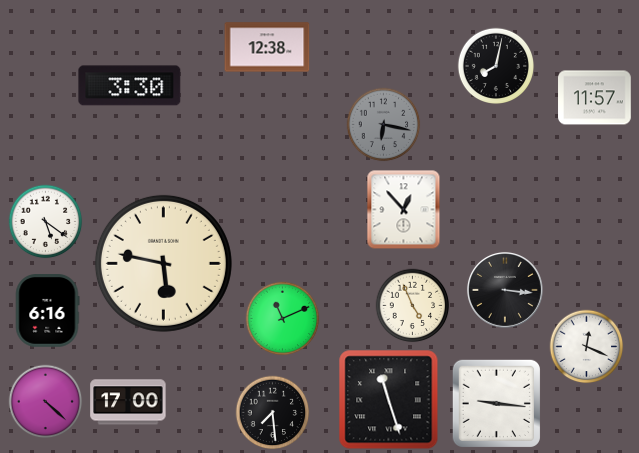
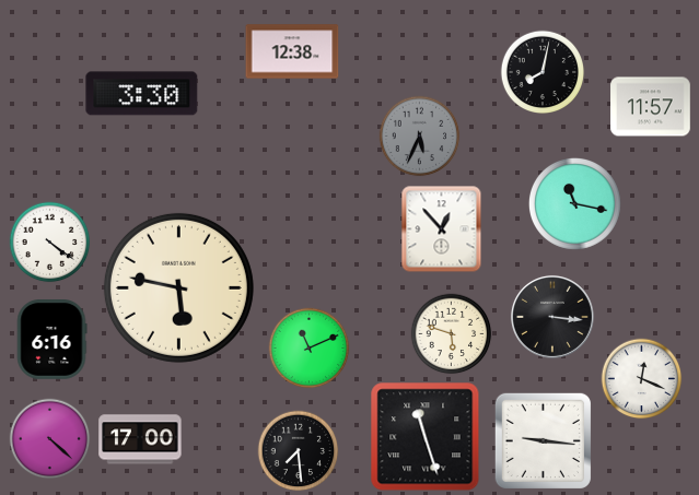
clock at (384, 125): 6:17 -> 5:34
clock at (574, 203): none -> 11:17
clock at (46, 222): 5:21 -> 4:21
clock at (413, 306): 4:56 -> 5:48
